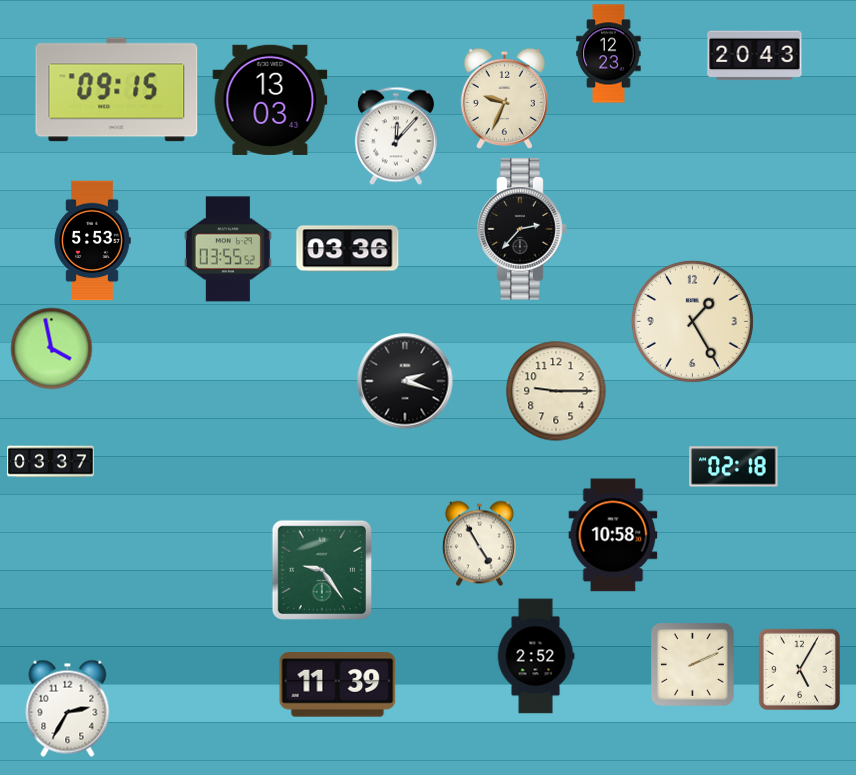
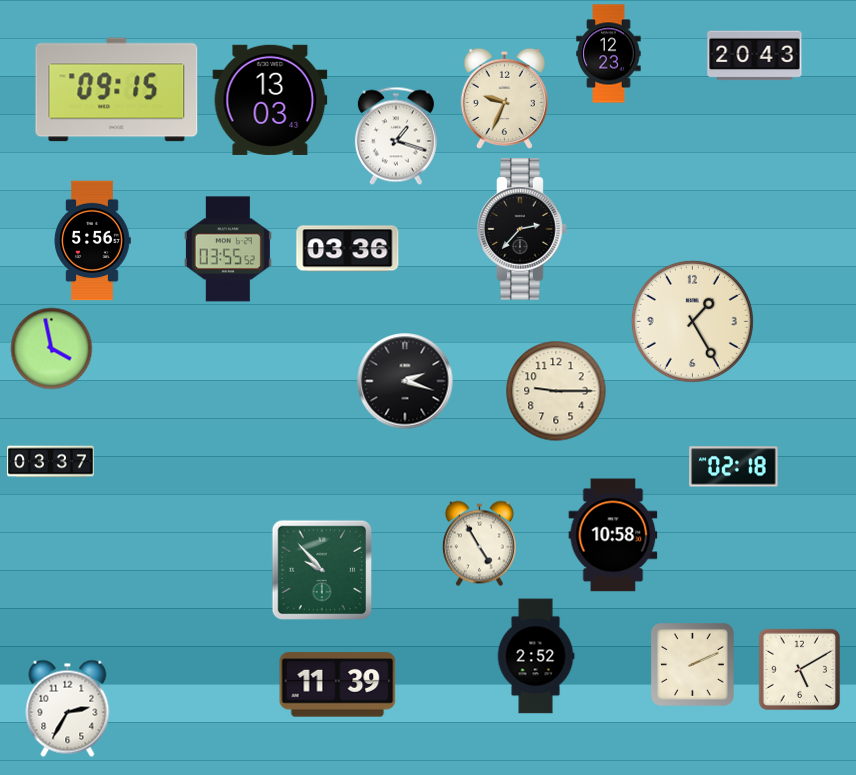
clock at (396, 136): 12:07 -> 1:18
clock at (92, 241): 5:53 -> 5:56
clock at (321, 569): 9:24 -> 9:53
clock at (799, 669): 5:05 -> 5:10
